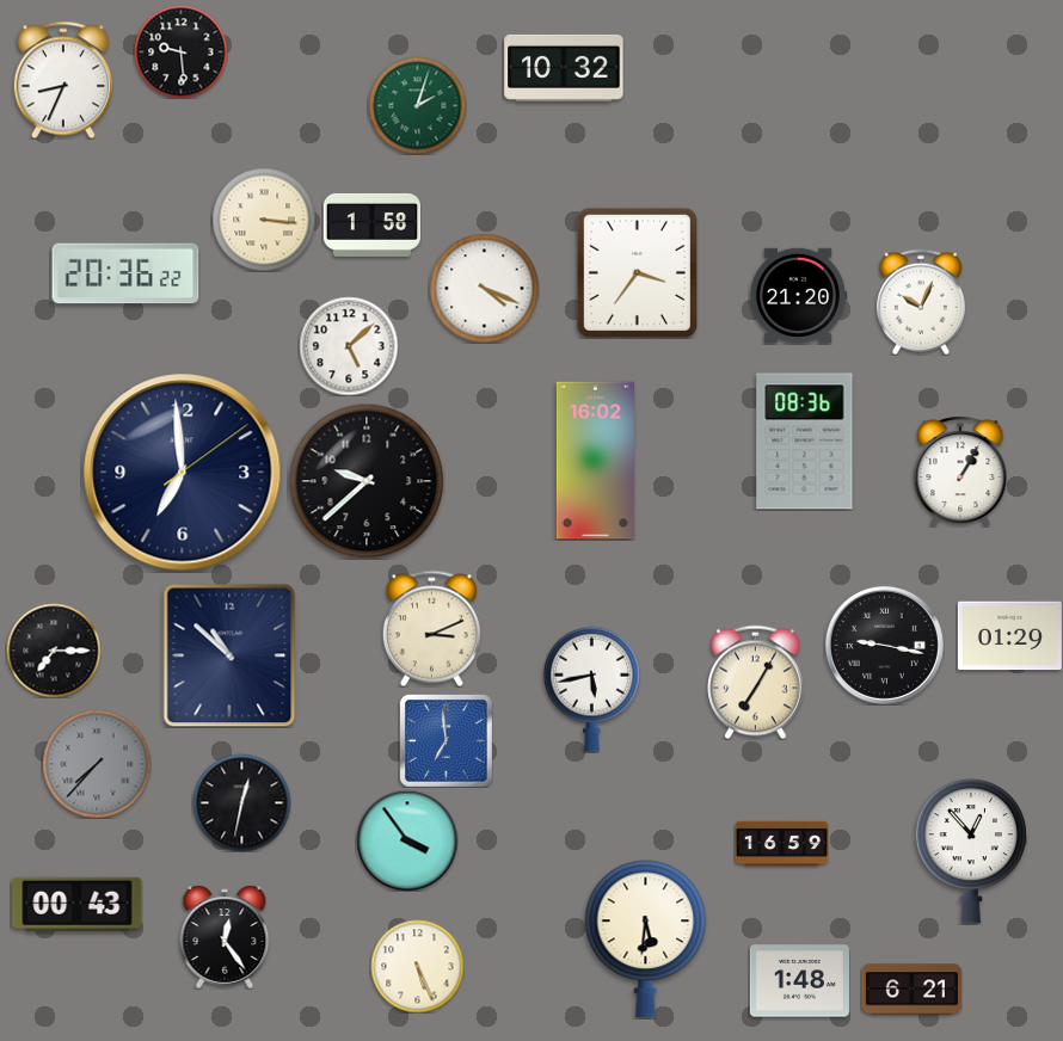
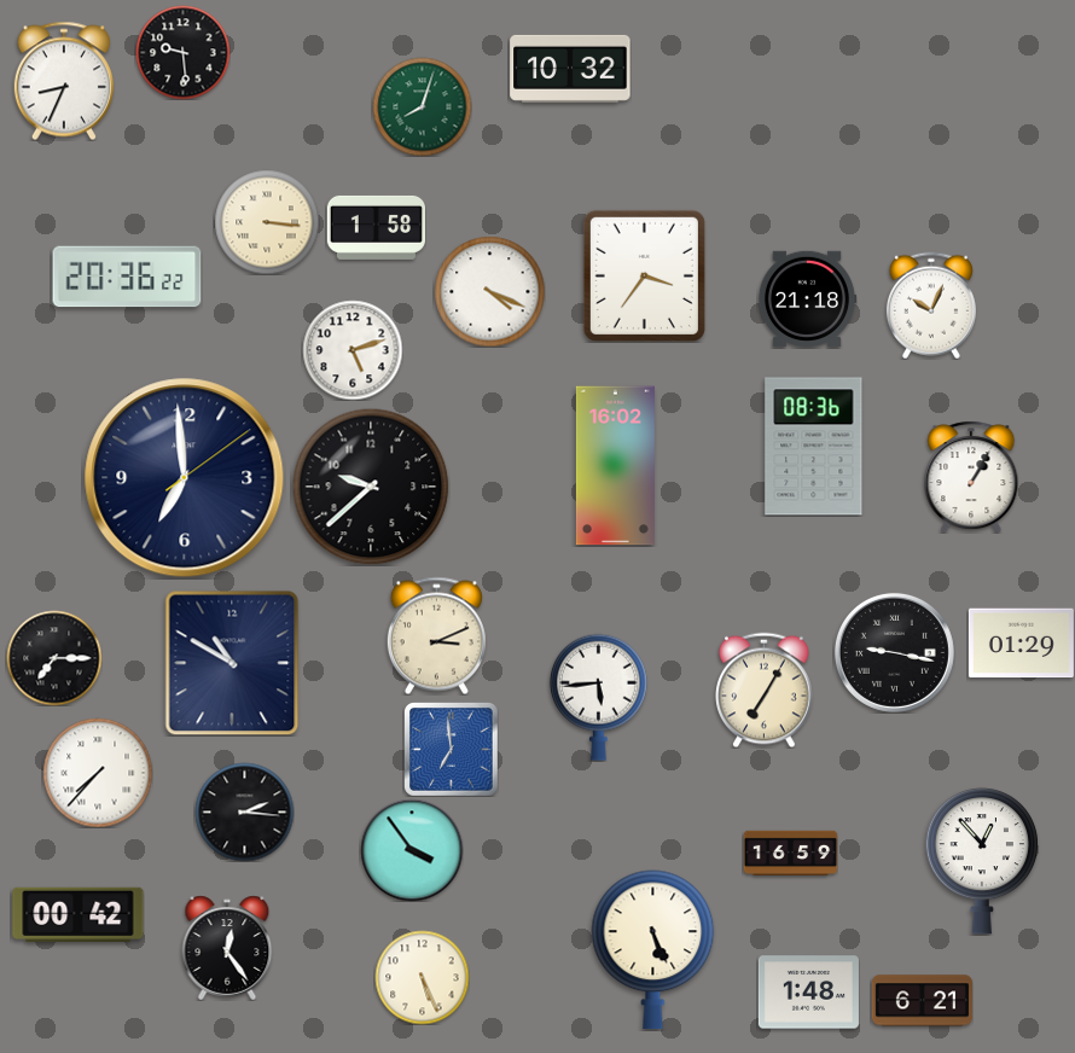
clock at (417, 105): 2:03 -> 8:03
clock at (798, 295): 21:20 -> 21:18
clock at (349, 346): 5:08 -> 5:12
clock at (595, 461) position: (595, 461) -> (615, 466)
clock at (229, 655): 10:52 -> 10:50
clock at (591, 689): 5:43 -> 5:44
clock at (97, 764) dial: grey -> white
clock at (241, 802): 12:32 -> 2:16
clock at (78, 904): 00:43 -> 00:42
clock at (646, 940): 5:31 -> 5:26
